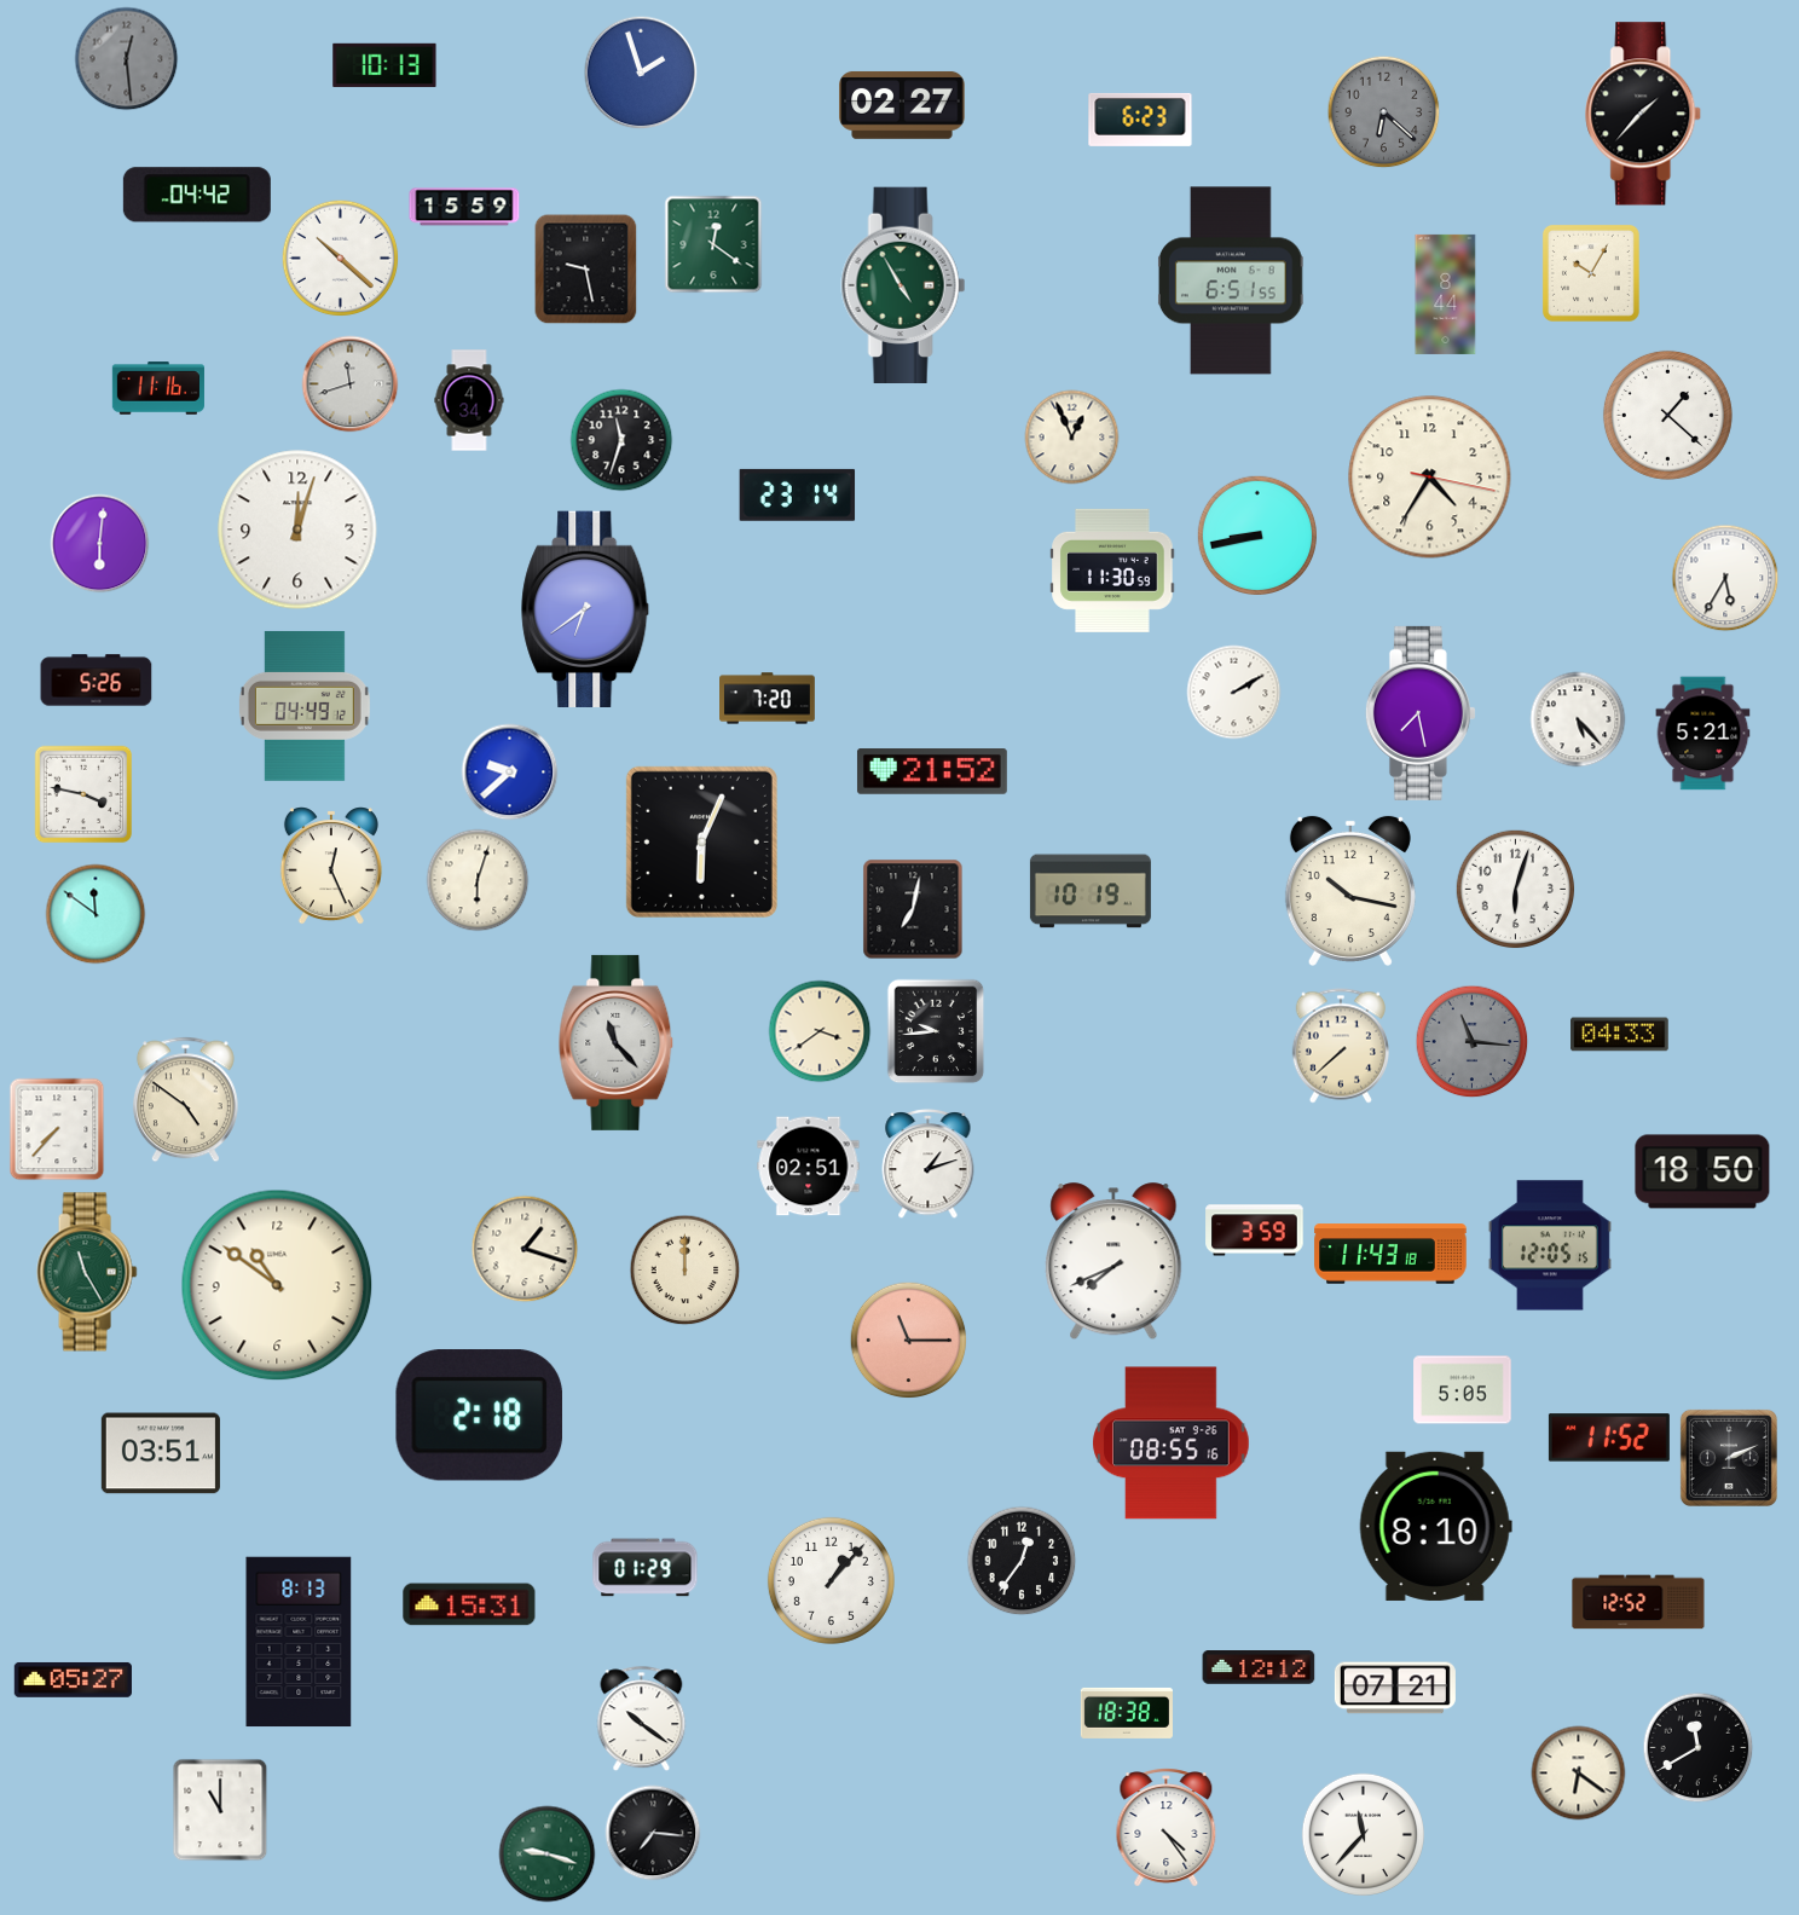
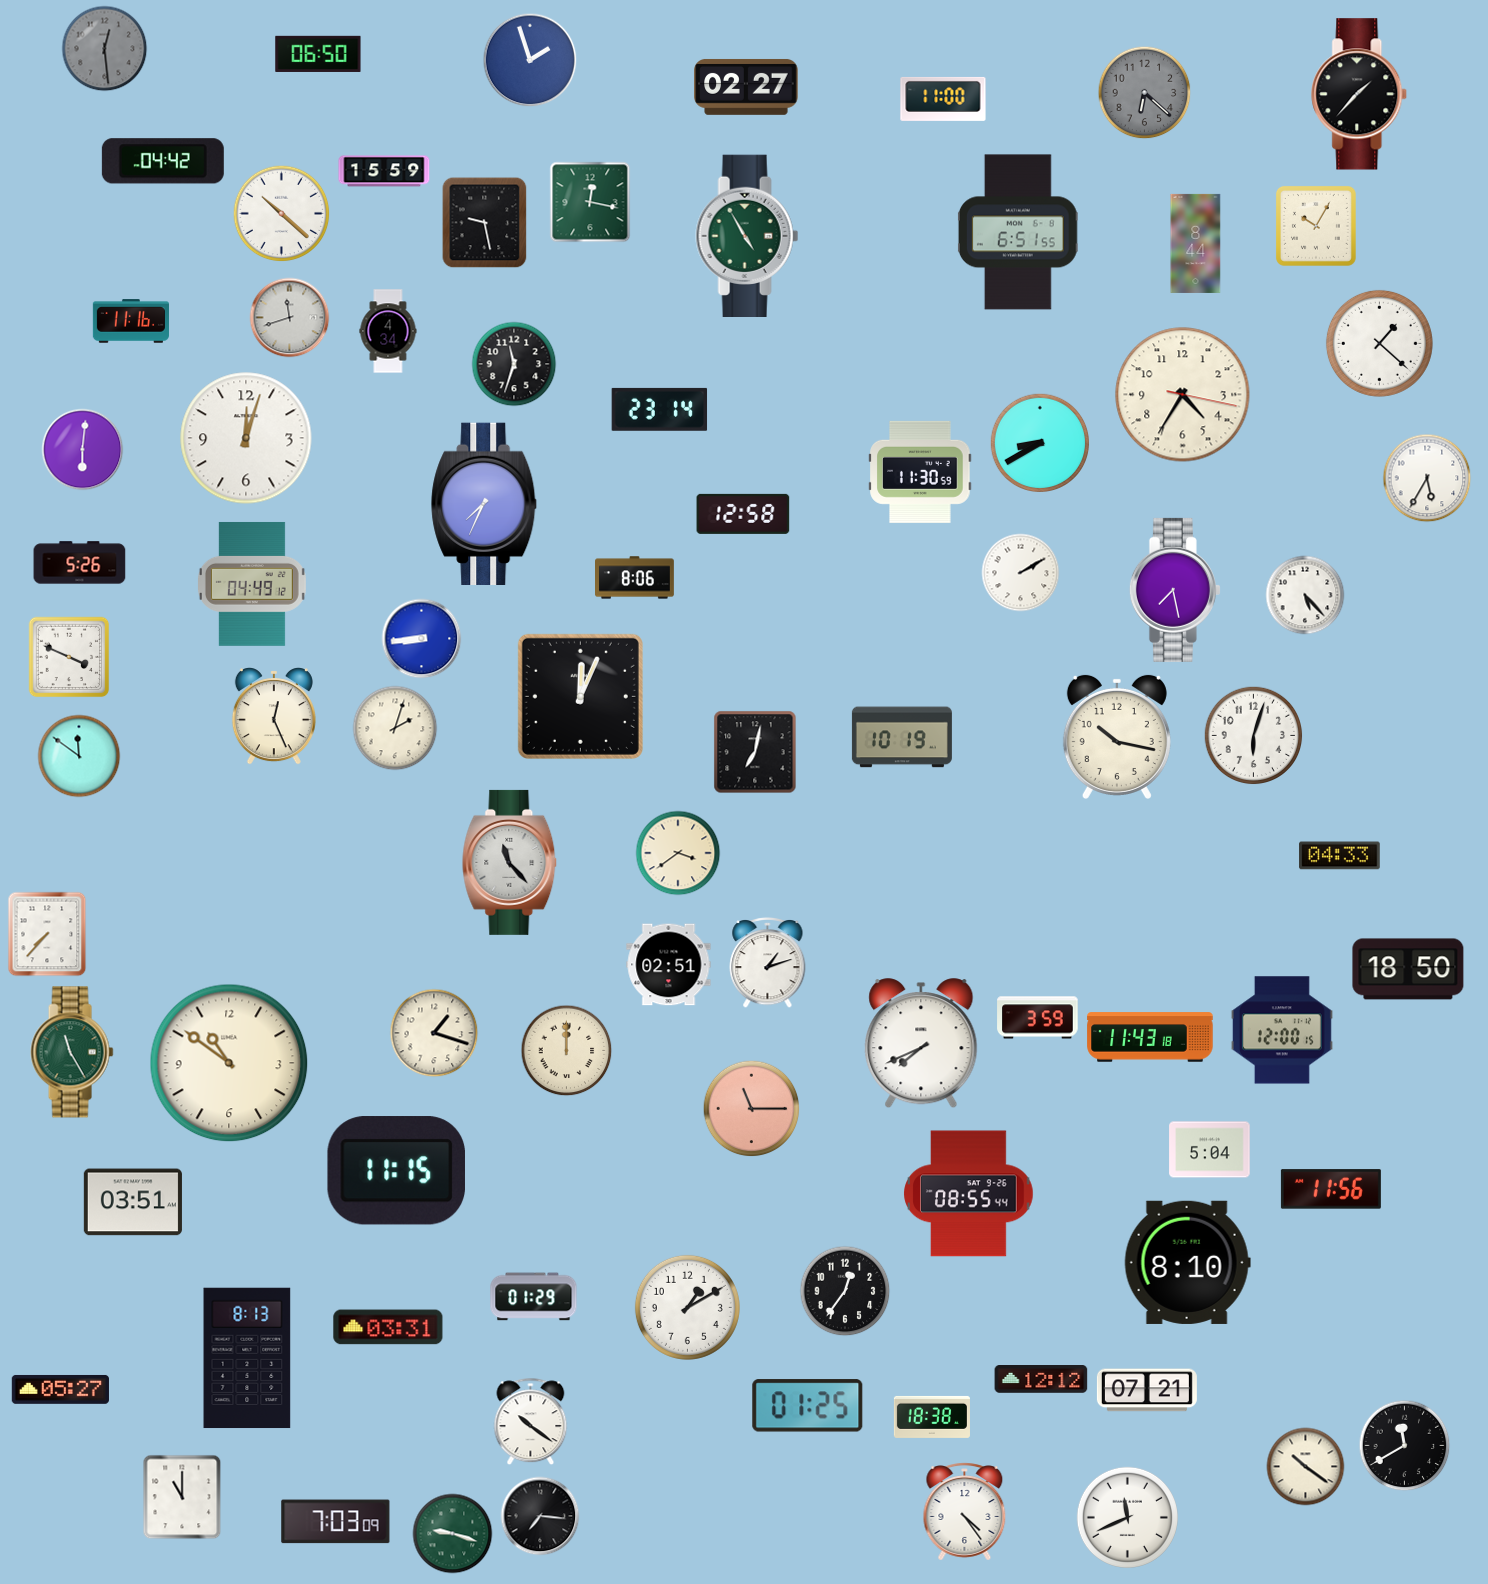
clock at (384, 65): 10:13 -> 06:50
clock at (1140, 120): 6:23 -> 11:00
clock at (713, 244): 12:21 -> 12:17
clock at (1072, 438): 12:56 -> none
clock at (1256, 534): 8:43 -> 8:40
clock at (586, 608): 6:39 -> 7:34
clock at (743, 514): none -> 12:58
clock at (768, 699): 7:20 -> 8:06
clock at (1703, 734): 5:21 -> none
clock at (510, 773): 9:38 -> 8:44
clock at (932, 773): 21:52 -> none
clock at (83, 794): 3:47 -> 3:49
clock at (701, 841): 6:04 -> 12:04
clock at (478, 880): 6:03 -> 2:03
clock at (936, 1031): 9:44 -> none
clock at (1473, 1042): 11:16 -> none
clock at (1341, 1046): 7:38 -> none
clock at (185, 1100): 4:51 -> none
clock at (1550, 1245): 12:05 -> 12:00
clock at (1463, 1390): 5:05 -> 5:04
clock at (479, 1416): 2:18 -> 11:15
clock at (1609, 1437): 11:52 -> 11:56
clock at (1172, 1444): 08:55:16 -> 08:55:44
clock at (1729, 1458): 2:11 -> none
clock at (831, 1580): 1:07 -> 1:10
clock at (1638, 1602): 12:52 -> none
clock at (469, 1604): 15:31 -> 03:31
clock at (1395, 1688) position: (1395, 1688) -> (1147, 1390)
clock at (808, 1406): none -> 01:25
clock at (1579, 1774): 6:21 -> 10:21
clock at (1363, 1834): 11:37 -> 11:41
clock at (336, 1522): none -> 7:03
